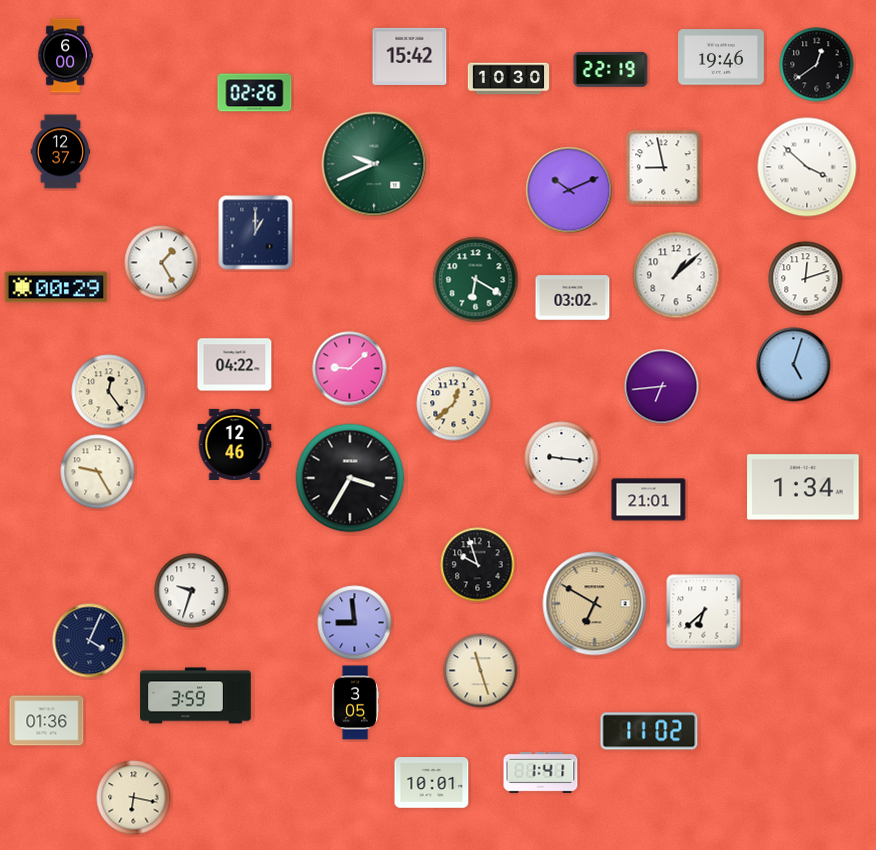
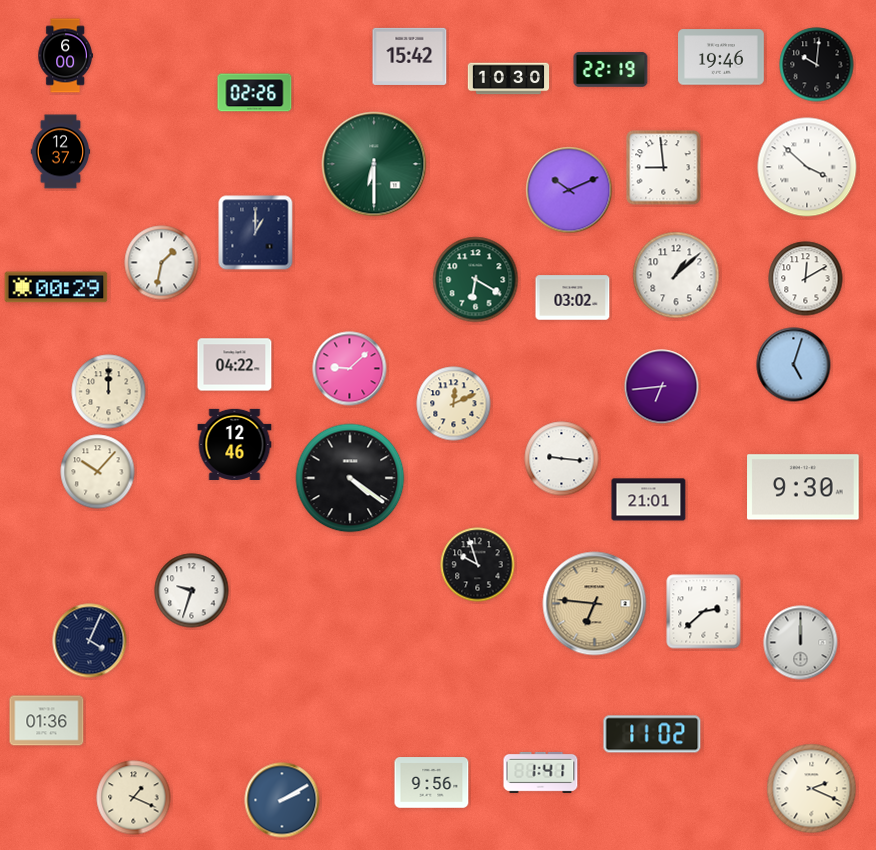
clock at (817, 65): 12:39 -> 10:01
clock at (374, 164): 9:41 -> 6:30
clock at (664, 168): 8:58 -> 8:59
clock at (162, 263): 1:25 -> 1:32
clock at (806, 279): 12:12 -> 12:10
clock at (109, 392): 12:24 -> 12:00
clock at (454, 404): 12:38 -> 12:11
clock at (98, 472): 9:25 -> 10:07
clock at (350, 478): 3:35 -> 4:21
clock at (803, 487): 1:34 -> 9:30
clock at (595, 604): 6:50 -> 6:46
clock at (704, 612): 6:38 -> 2:38
clock at (355, 623): 8:59 -> none
clock at (801, 643): none -> 12:00
clock at (481, 671): 11:27 -> none
clock at (196, 696): 3:59 -> none
clock at (355, 703): 3:05 -> none
clock at (649, 731) position: (649, 731) -> (652, 734)
clock at (432, 783): 10:01 -> 9:56
clock at (812, 789): none -> 2:19
clock at (134, 798): 6:17 -> 1:19
clock at (282, 800): none -> 2:10
